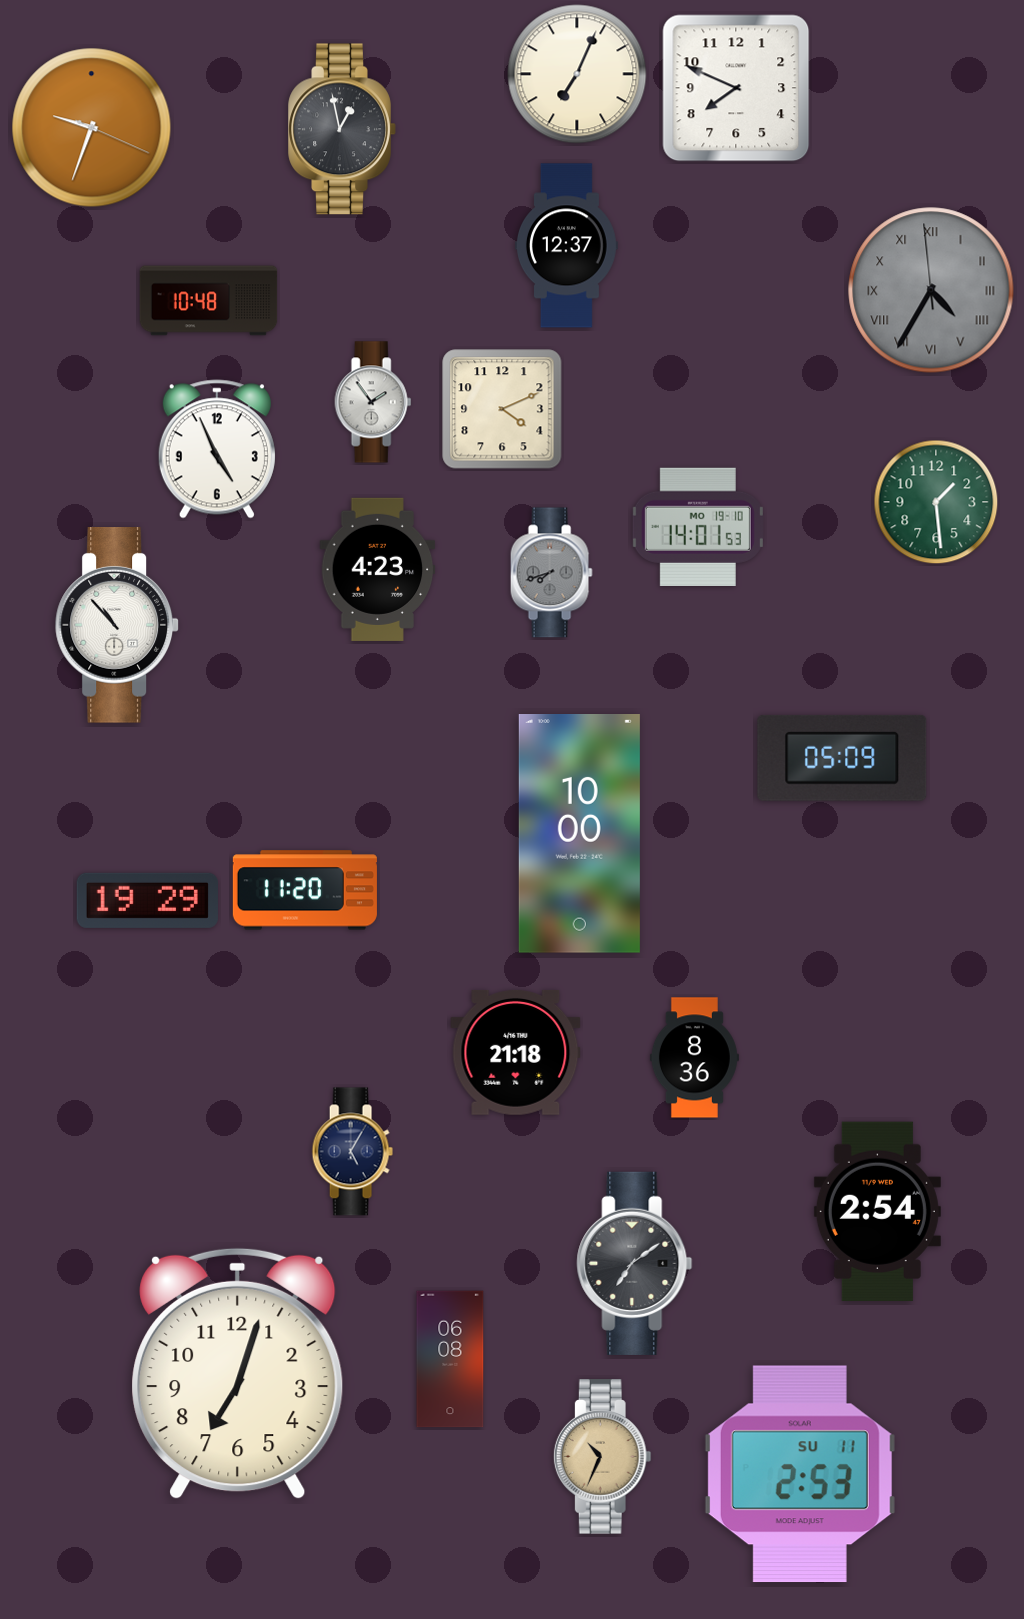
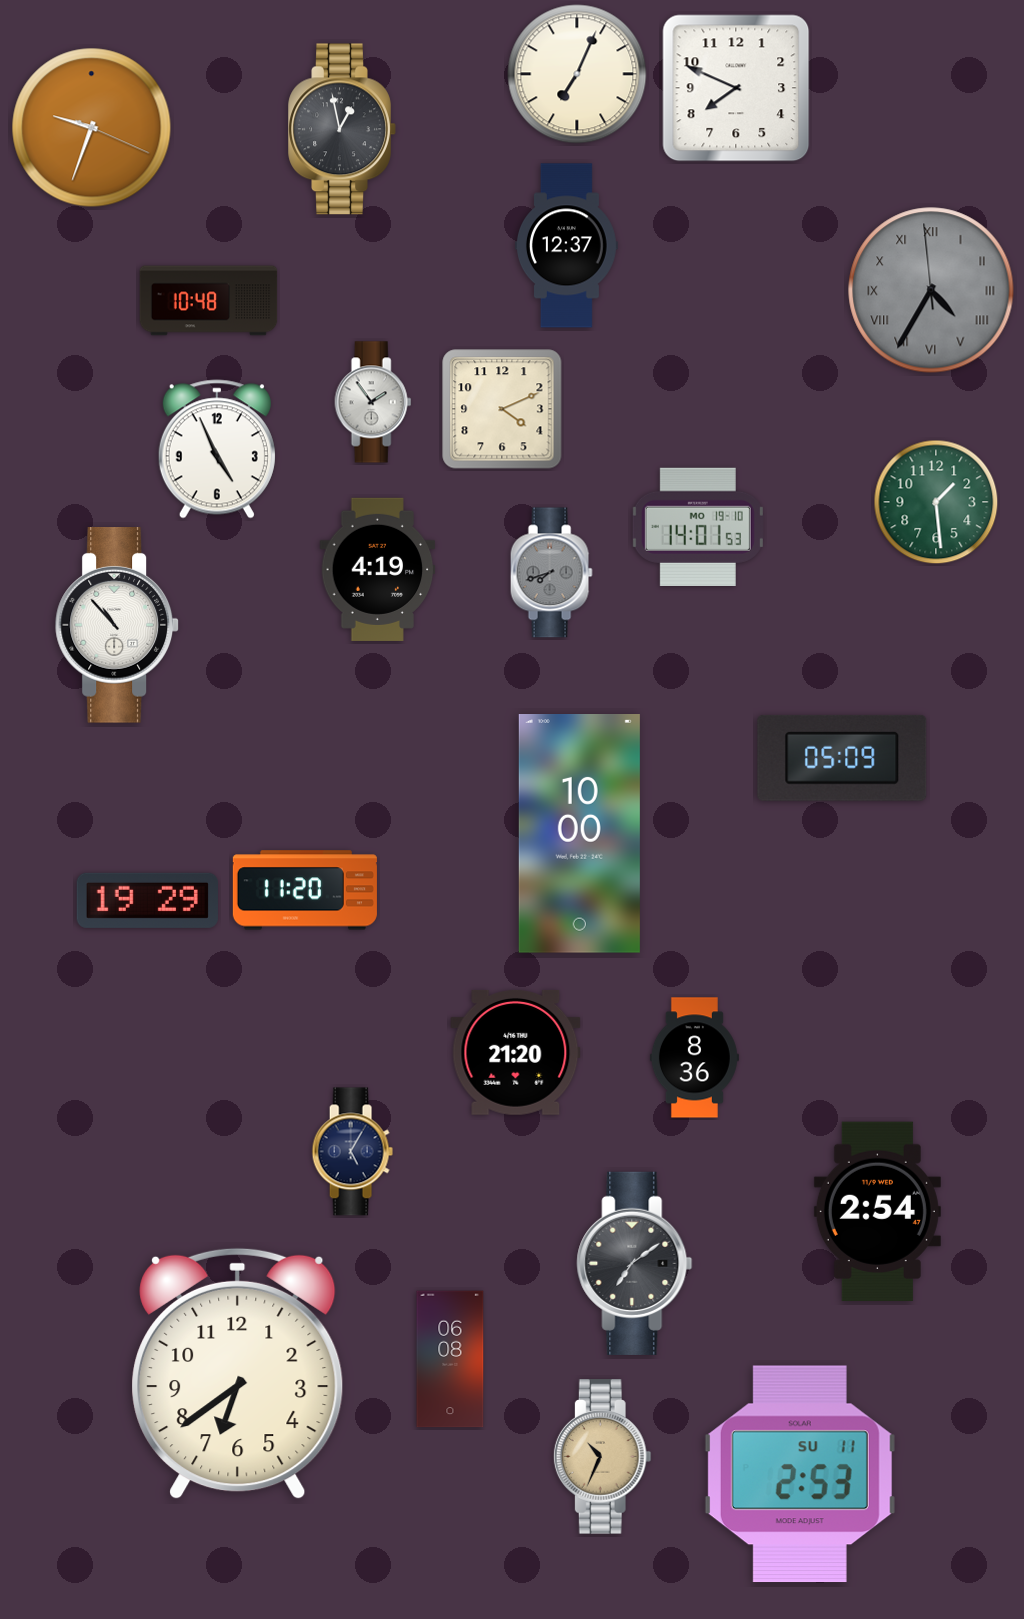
clock at (378, 569): 4:23 -> 4:19
clock at (516, 1052): 21:18 -> 21:20
clock at (238, 1374): 7:03 -> 6:39
